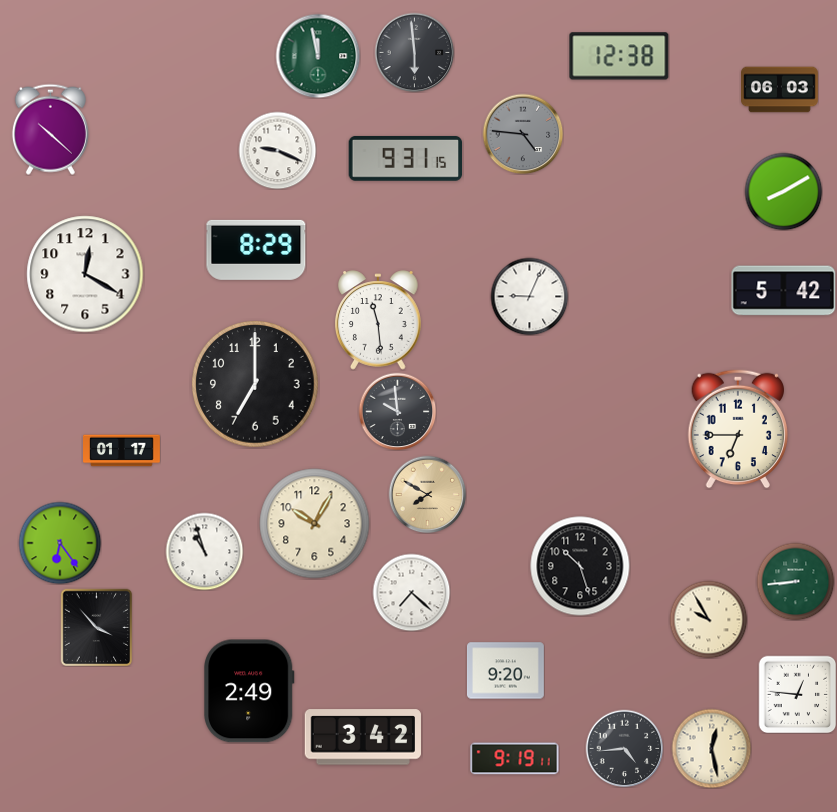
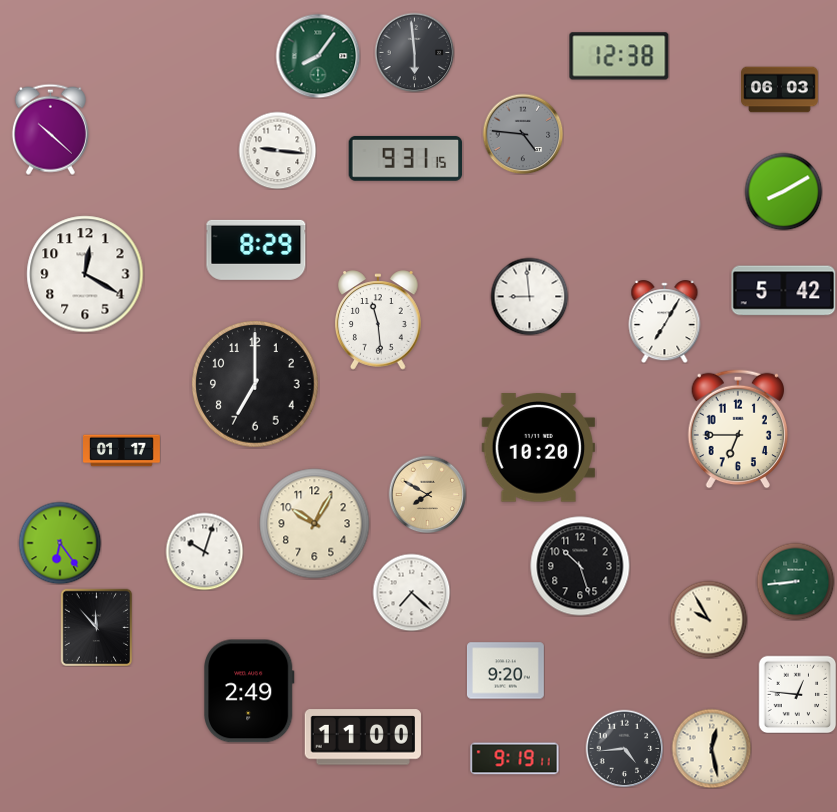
clock at (318, 56): 11:58 -> 8:06
clock at (277, 150): 9:19 -> 9:16
clock at (529, 296): 9:04 -> 8:59
clock at (665, 322): none -> 7:05
clock at (397, 411): 9:59 -> none
clock at (539, 448): none -> 10:20
clock at (204, 551): 10:57 -> 10:03
clock at (97, 627): 3:53 -> 11:53
clock at (362, 737): 3:42 -> 11:00
